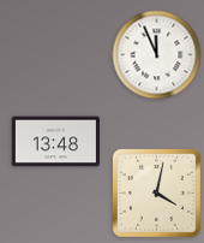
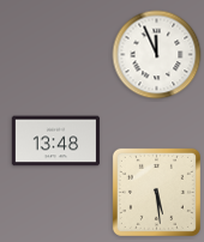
clock at (156, 192): 4:02 -> 5:29
